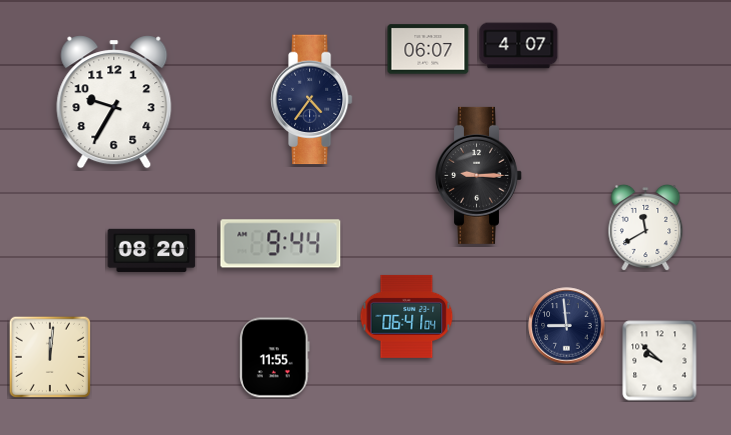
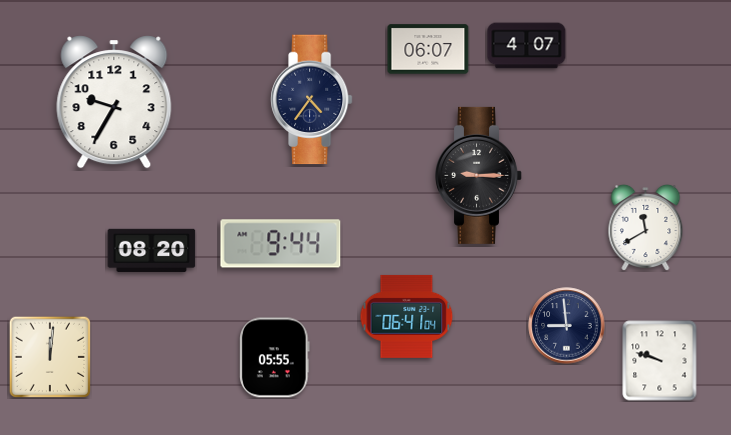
clock at (519, 46) position: (519, 46) -> (527, 46)
clock at (275, 358): 11:55 -> 05:55
clock at (660, 361): 9:52 -> 9:48
